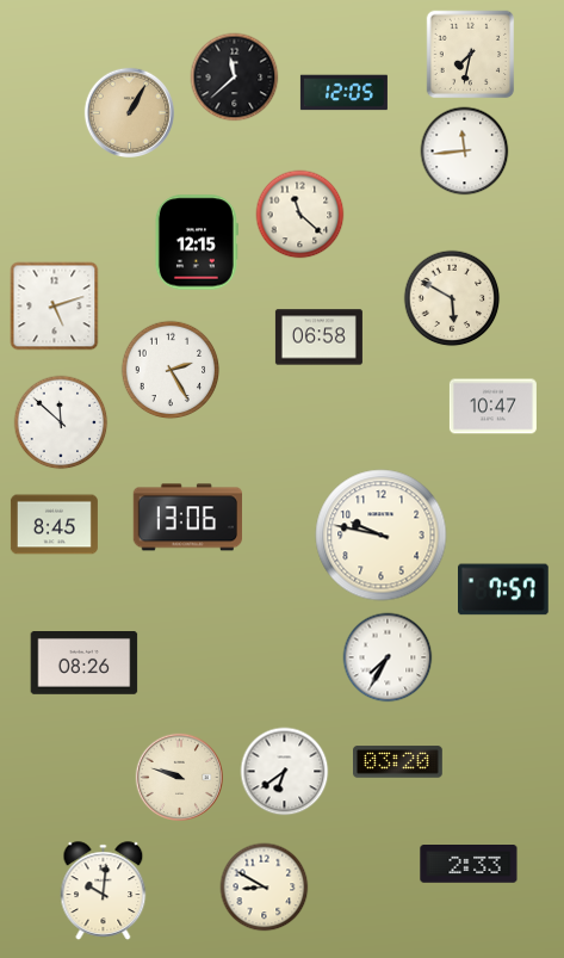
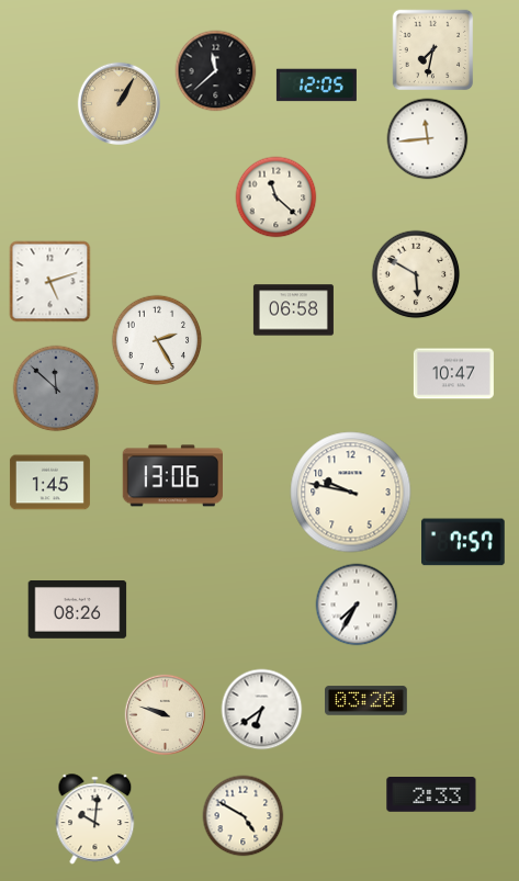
clock at (197, 242): 12:15 -> none
clock at (61, 422) dial: white -> grey
clock at (54, 525): 8:45 -> 1:45
clock at (265, 888): 8:50 -> 4:50
